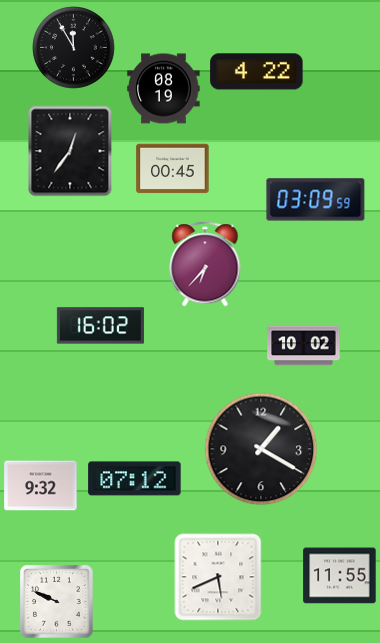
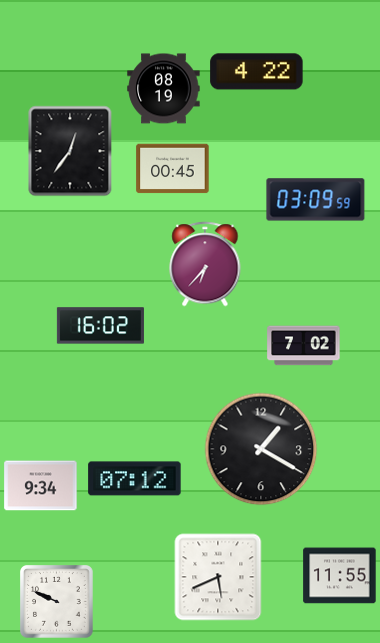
clock at (74, 48): 11:55 -> none
clock at (304, 346): 10:02 -> 7:02
clock at (41, 486): 9:32 -> 9:34
